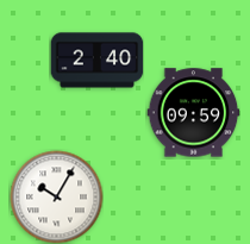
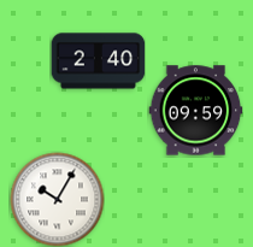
clock at (193, 113) position: (193, 113) -> (195, 111)
